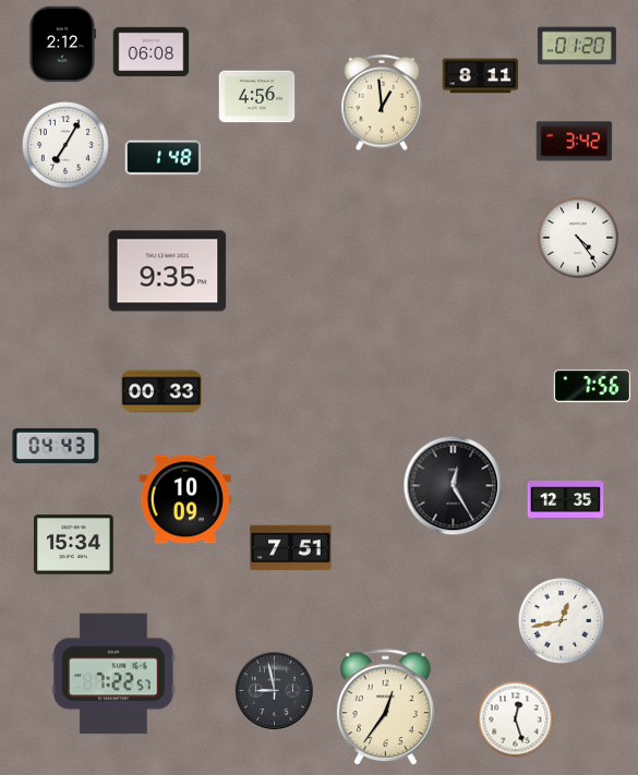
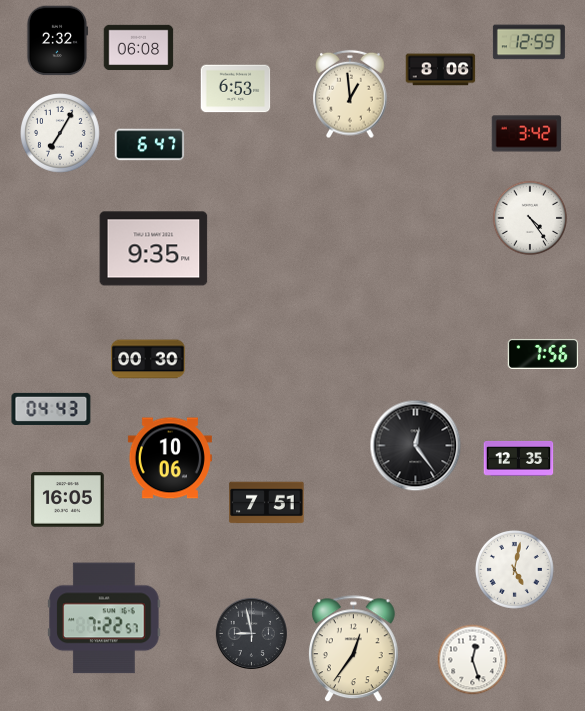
clock at (62, 45): 2:12 -> 2:32
clock at (577, 46): 01:20 -> 12:59
clock at (481, 76): 8:11 -> 8:06
clock at (257, 97): 4:56 -> 6:53
clock at (575, 142) position: (575, 142) -> (527, 134)
clock at (164, 158): 1:48 -> 6:47
clock at (161, 391): 00:33 -> 00:30
clock at (454, 486): 12:25 -> 12:24
clock at (185, 499): 10:09 -> 10:06
clock at (74, 545): 15:34 -> 16:05
clock at (561, 620): 12:43 -> 5:02
